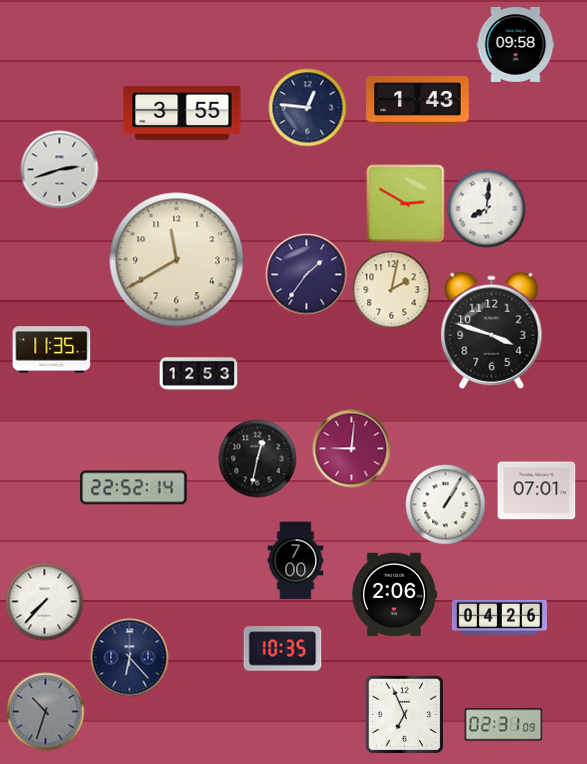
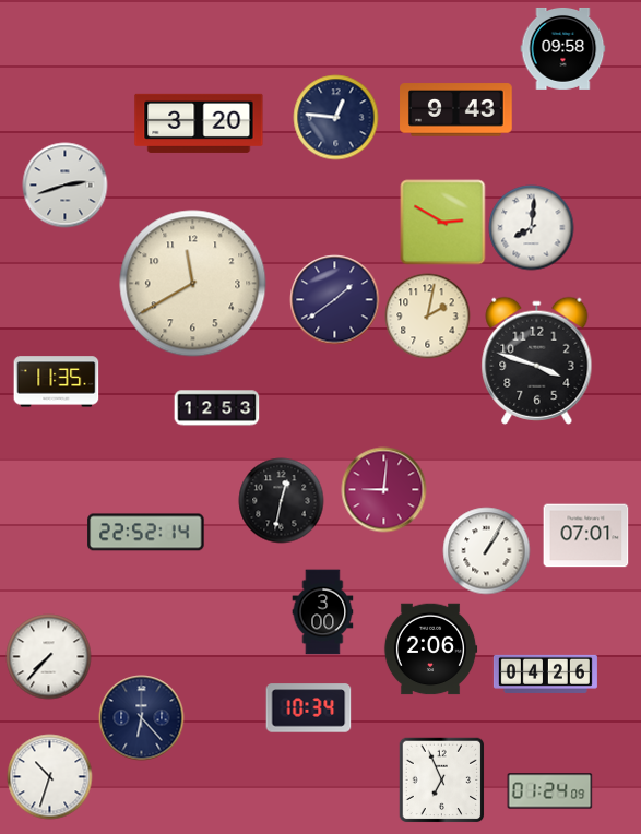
clock at (418, 101): 1:43 -> 9:43
clock at (182, 113): 3:55 -> 3:20
clock at (306, 274): 1:36 -> 1:39
clock at (296, 560): 7:00 -> 3:00
clock at (282, 649): 10:35 -> 10:34
clock at (45, 711) dial: grey -> white
clock at (503, 725): 02:31 -> 01:24
